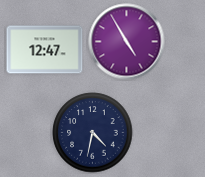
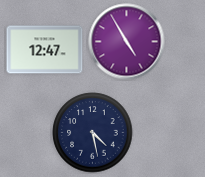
clock at (93, 133): 4:32 -> 4:28
